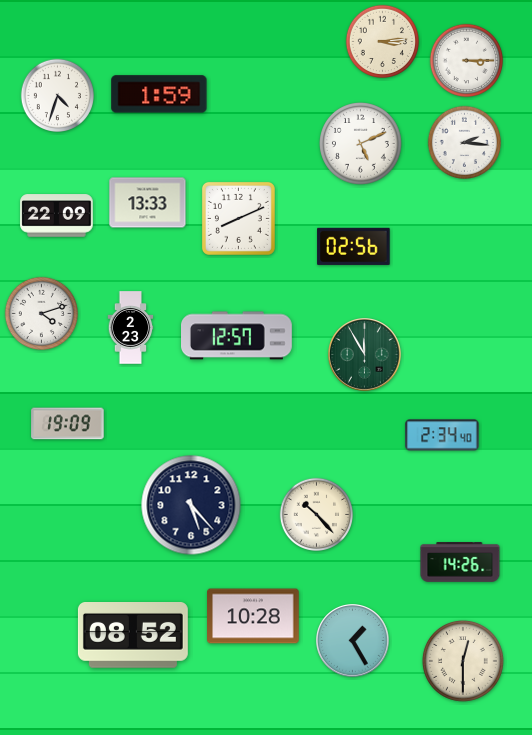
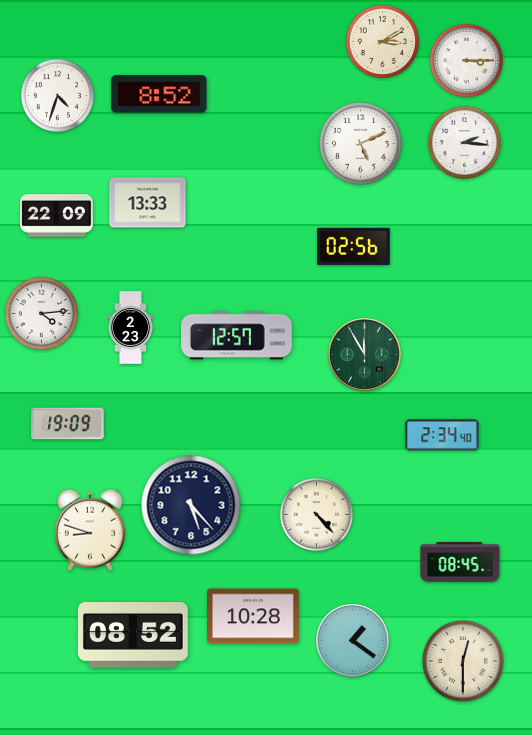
clock at (382, 41): 3:14 -> 3:10
clock at (159, 94): 1:59 -> 8:52
clock at (238, 218): 8:11 -> none
clock at (41, 313): 4:12 -> 4:14
clock at (316, 514): 10:23 -> 4:23
clock at (90, 530): none -> 8:48
clock at (460, 562): 14:26 -> 08:45
clock at (353, 641): 1:25 -> 1:21
